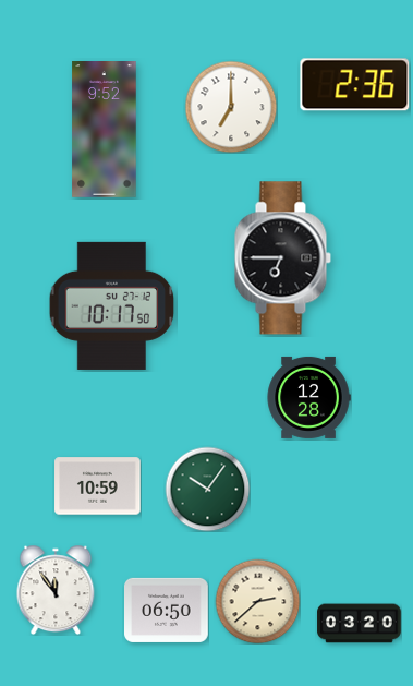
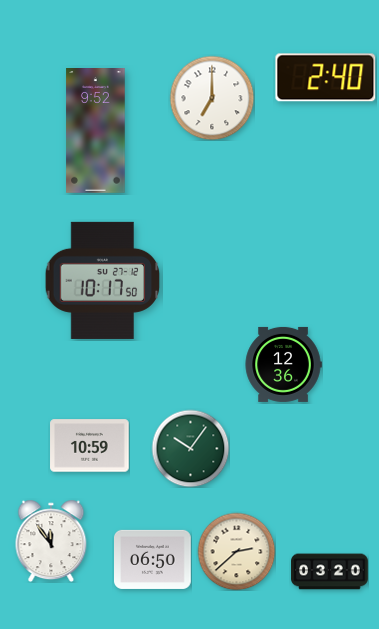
clock at (355, 85): 2:36 -> 2:40
clock at (105, 130) position: (105, 130) -> (96, 131)
clock at (282, 258): 6:45 -> none
clock at (308, 397): 12:28 -> 12:36
